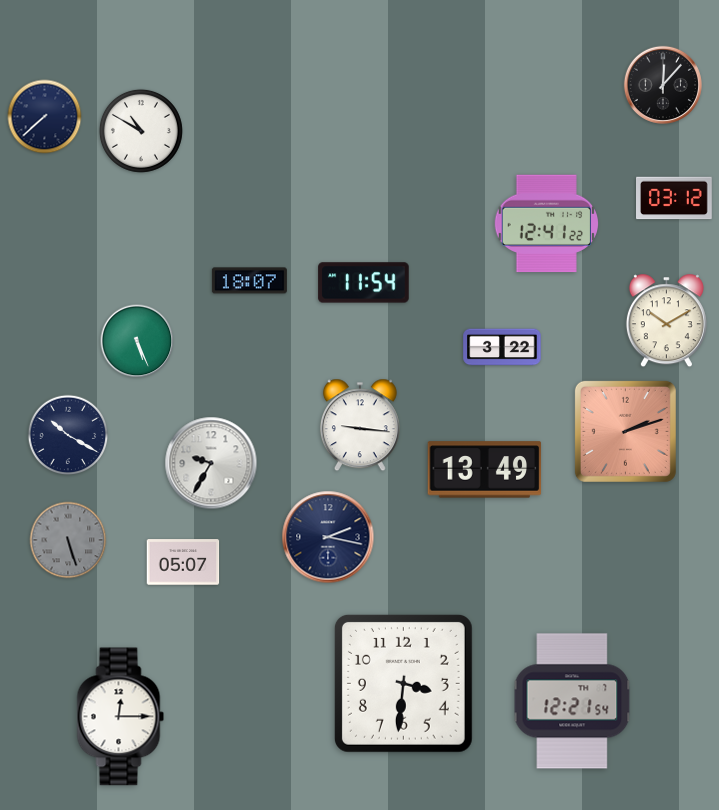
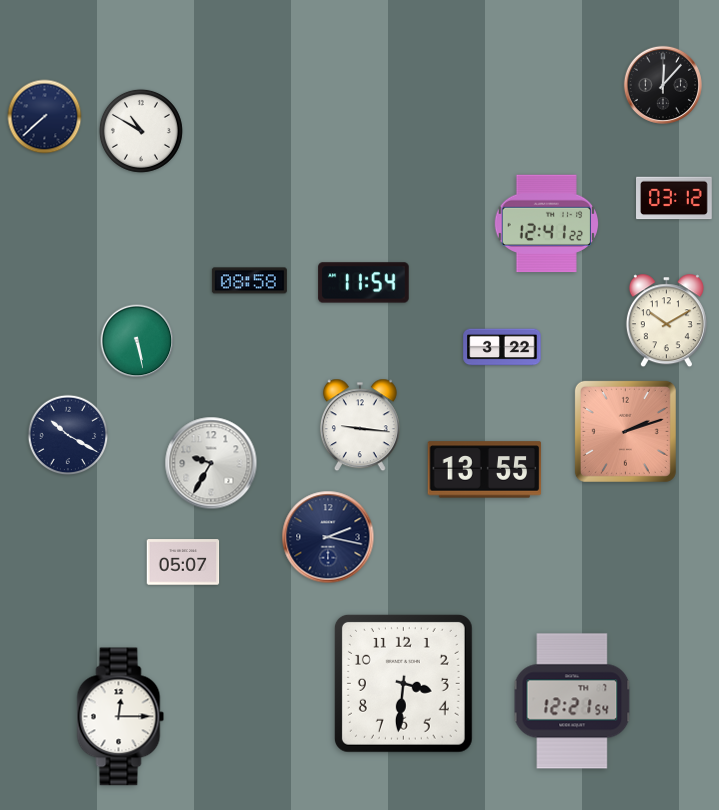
clock at (249, 281): 18:07 -> 08:58
clock at (137, 341): 5:26 -> 5:28
clock at (485, 470): 13:49 -> 13:55
clock at (68, 540): 5:27 -> none
